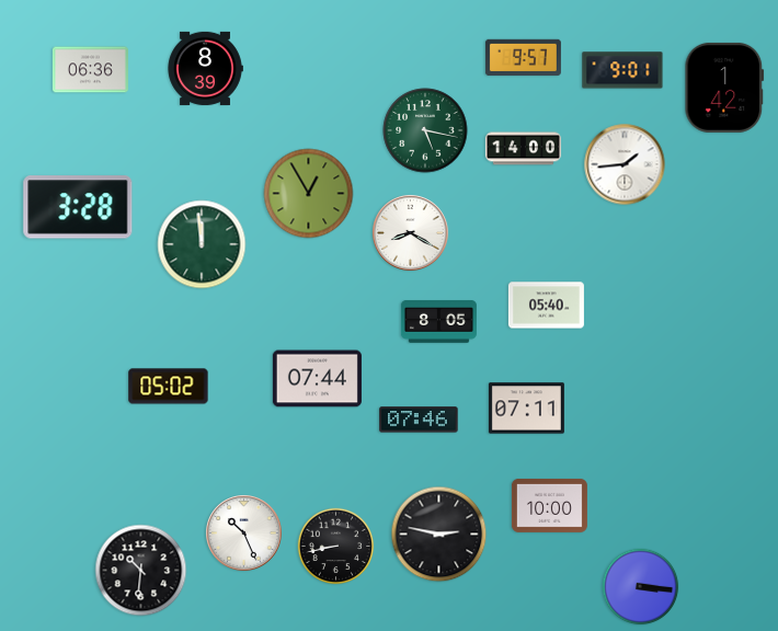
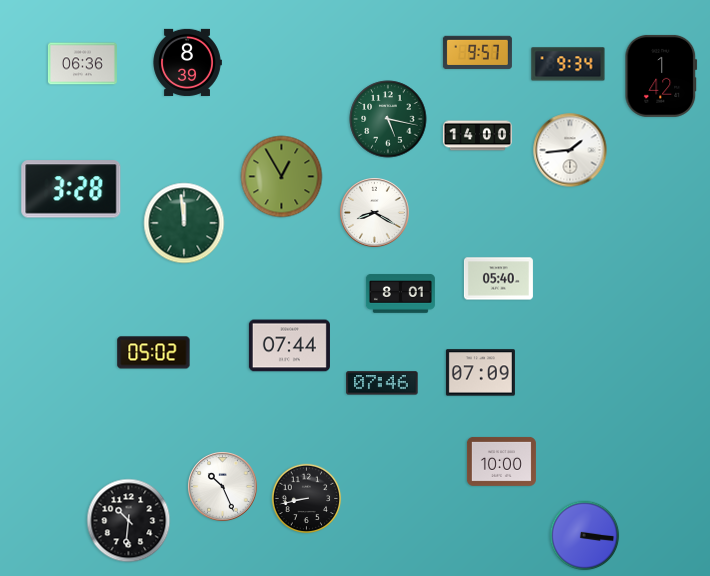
clock at (622, 70): 9:01 -> 9:34
clock at (724, 88) position: (724, 88) -> (661, 76)
clock at (438, 322): 8:05 -> 8:01
clock at (526, 409): 07:11 -> 07:09
clock at (439, 535): 2:47 -> none
